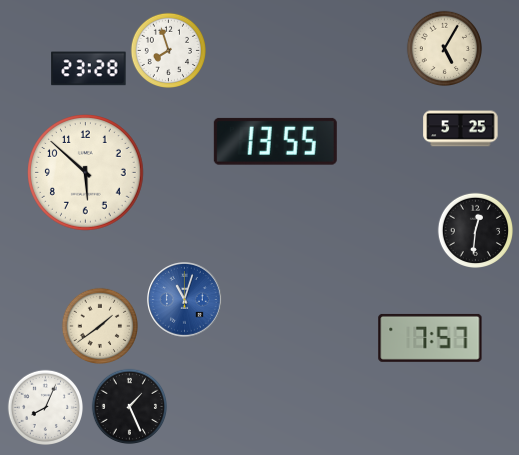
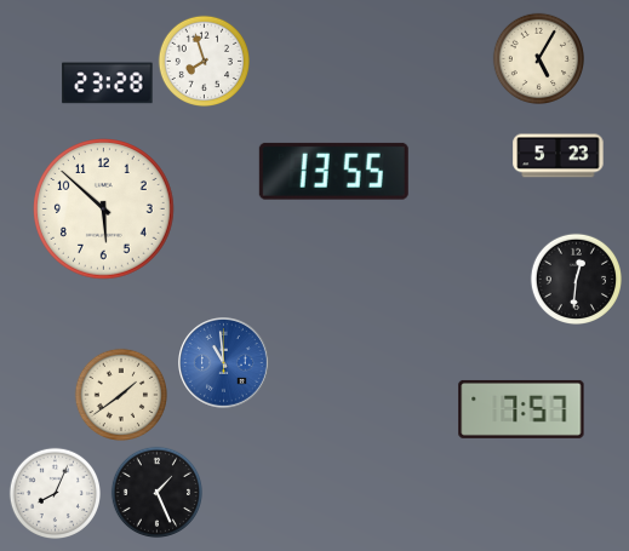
clock at (461, 129): 5:25 -> 5:23
clock at (185, 300): 11:03 -> 10:59
